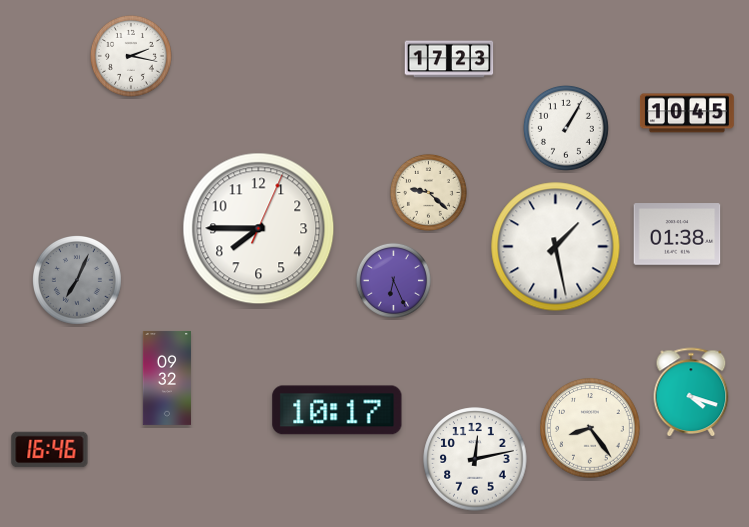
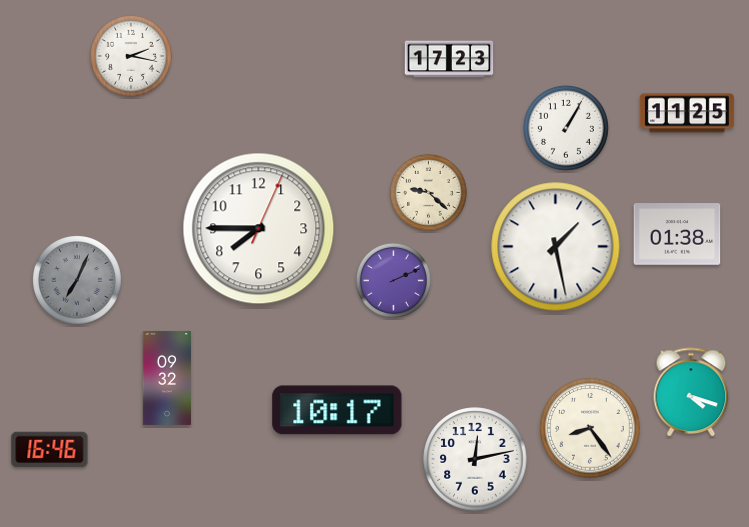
clock at (687, 113): 10:45 -> 11:25
clock at (393, 280): 6:26 -> 2:11
